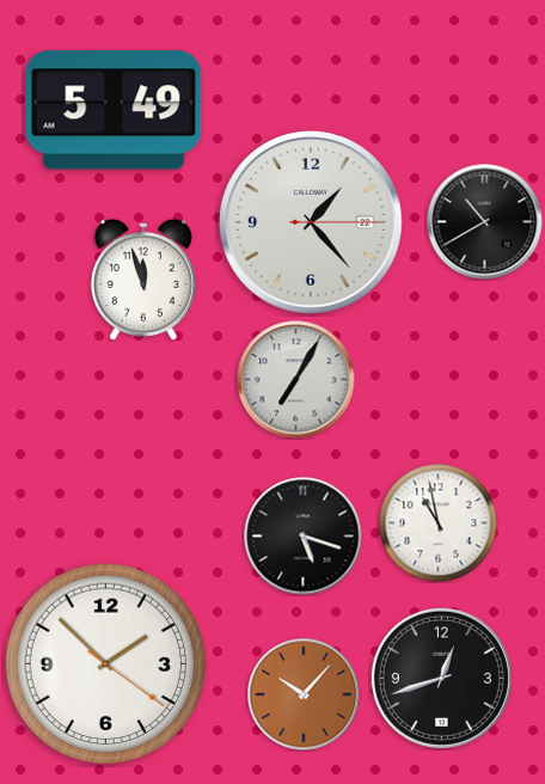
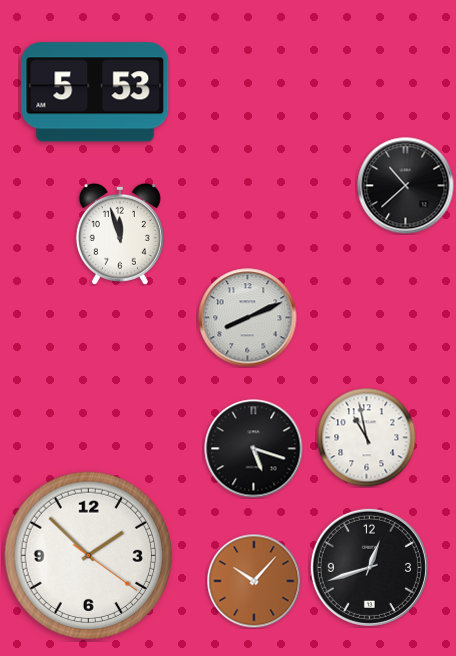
clock at (114, 110): 5:49 -> 5:53
clock at (311, 222): 1:23 -> none
clock at (485, 222): 10:40 -> 10:38
clock at (296, 380): 7:05 -> 8:11
